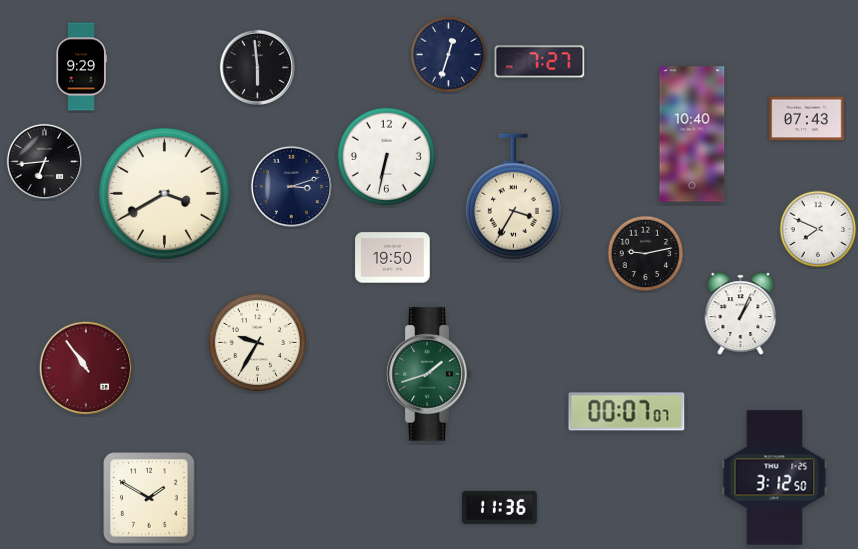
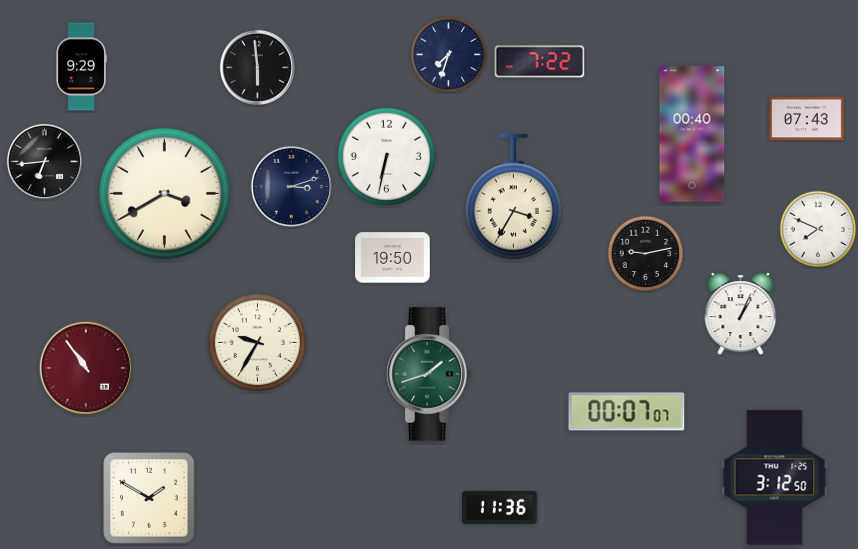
clock at (449, 55): 12:33 -> 7:33
clock at (540, 62): 7:27 -> 7:22
clock at (692, 134): 10:40 -> 00:40
